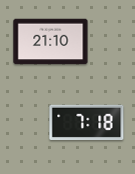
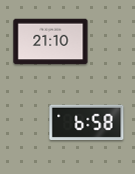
clock at (87, 122): 7:18 -> 6:58
